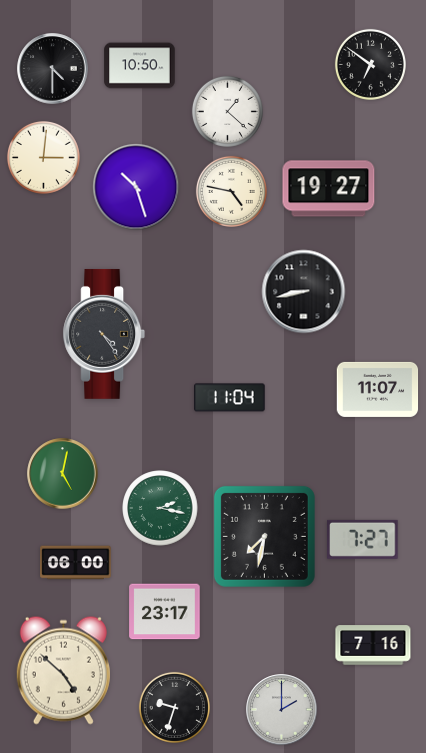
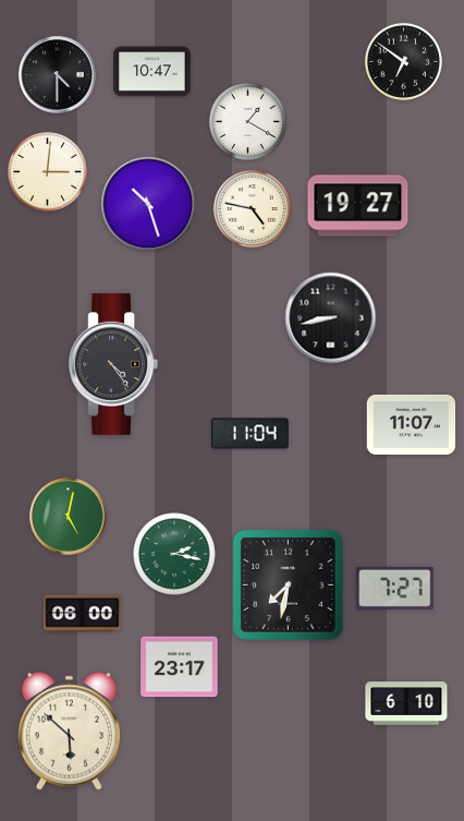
clock at (370, 64) position: (370, 64) -> (403, 61)
clock at (140, 66): 10:50 -> 10:47
clock at (227, 111): 1:22 -> 1:20
clock at (373, 645): 7:16 -> 6:10
clock at (63, 670): 4:52 -> 5:52
clock at (174, 707): 9:33 -> none
clock at (282, 710): 2:00 -> none
